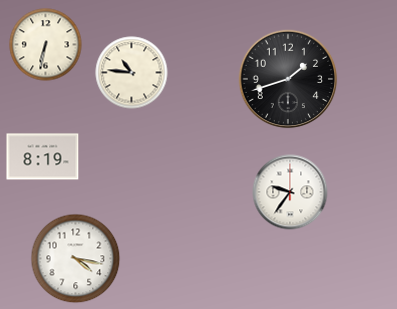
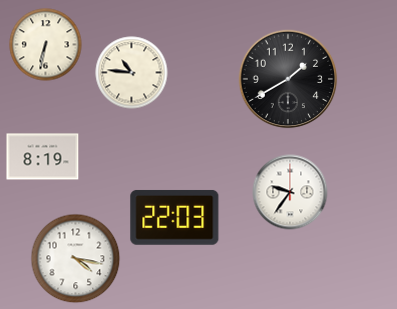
clock at (288, 79): 1:42 -> 1:40
clock at (175, 217): none -> 22:03
